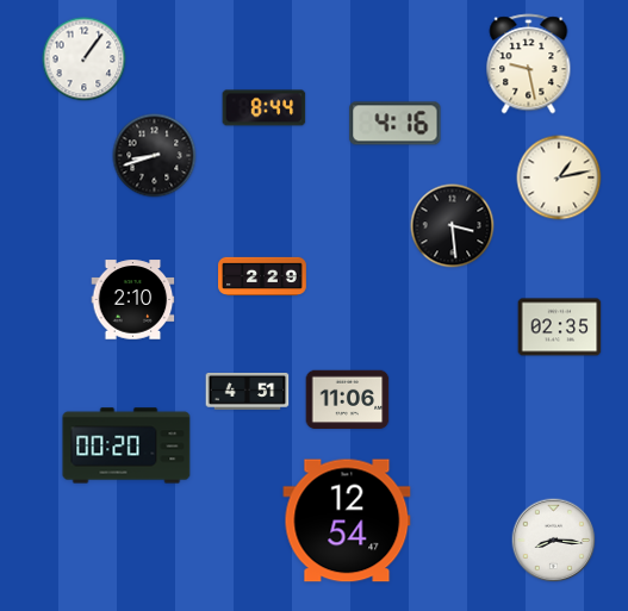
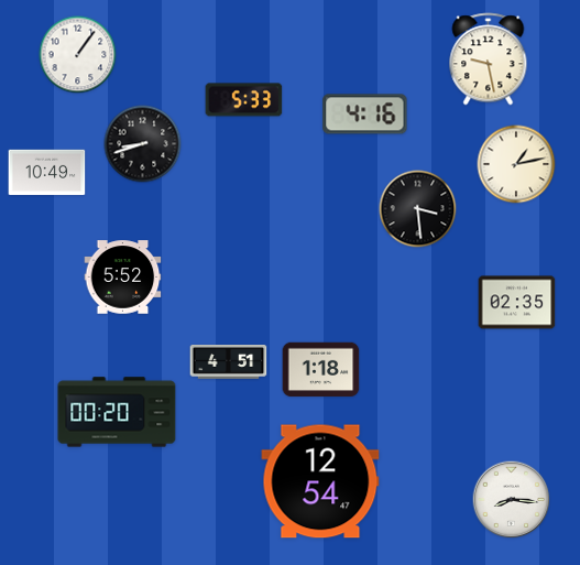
clock at (265, 108): 8:44 -> 5:33
clock at (47, 173): none -> 10:49
clock at (262, 276): 2:29 -> none
clock at (133, 300): 2:10 -> 5:52
clock at (348, 400): 11:06 -> 1:18
